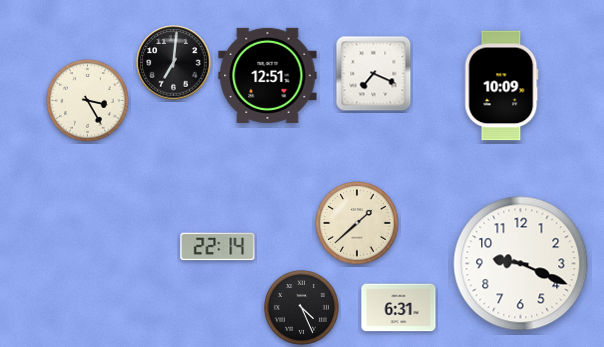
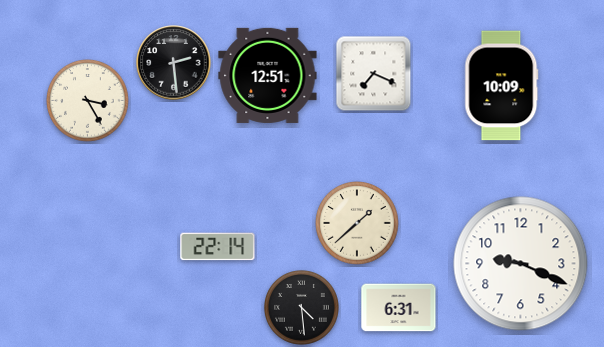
clock at (174, 63): 7:01 -> 2:29
clock at (302, 308): 4:26 -> 4:29
